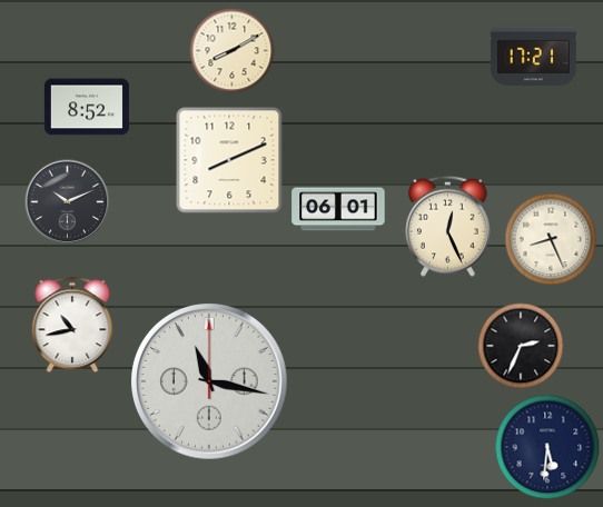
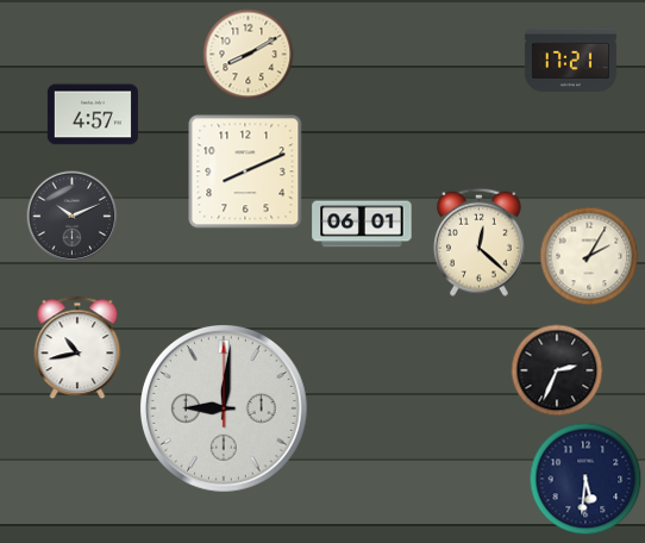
clock at (87, 107): 8:52 -> 4:57
clock at (447, 226): 12:26 -> 12:22
clock at (551, 239): 8:26 -> 2:05
clock at (210, 382): 11:17 -> 9:01
